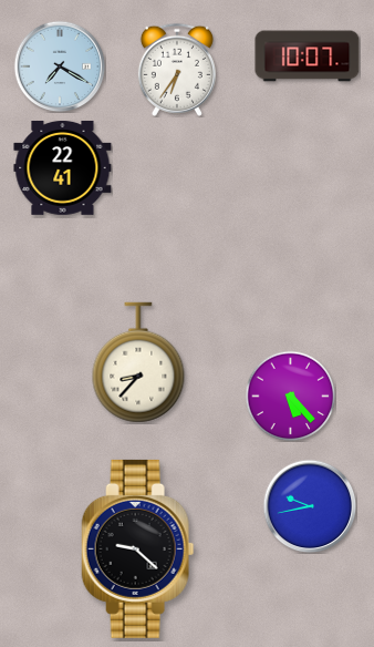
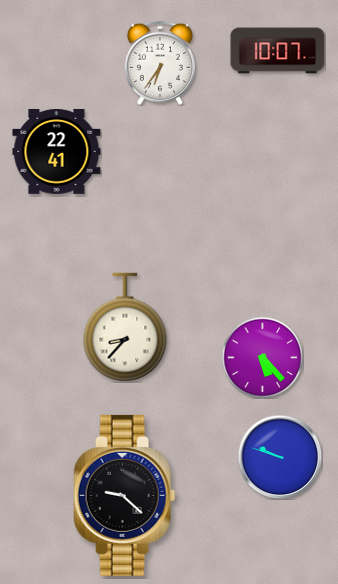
clock at (60, 66): 7:20 -> none
clock at (310, 506): 9:43 -> 9:48
